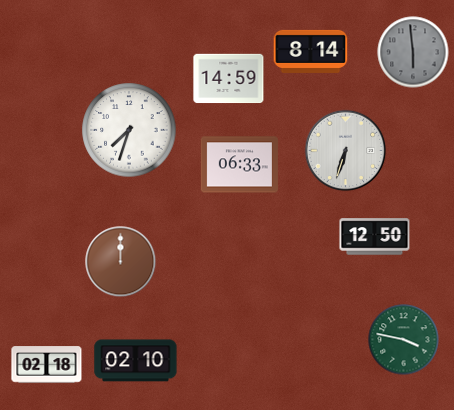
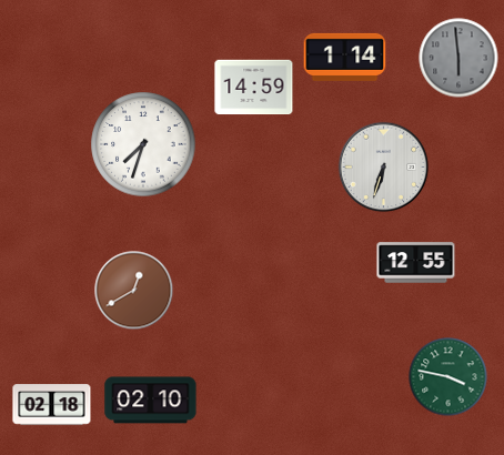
clock at (311, 51): 8:14 -> 1:14
clock at (239, 165): 06:33 -> none
clock at (375, 237): 12:50 -> 12:55
clock at (121, 262): 12:00 -> 12:40
